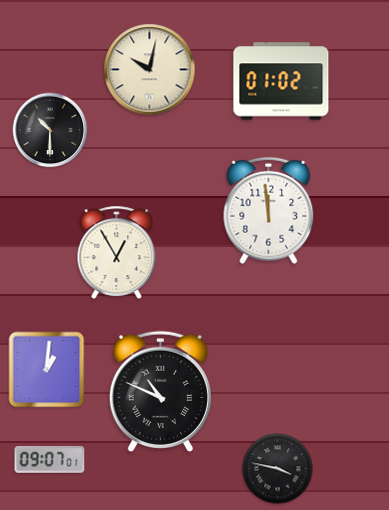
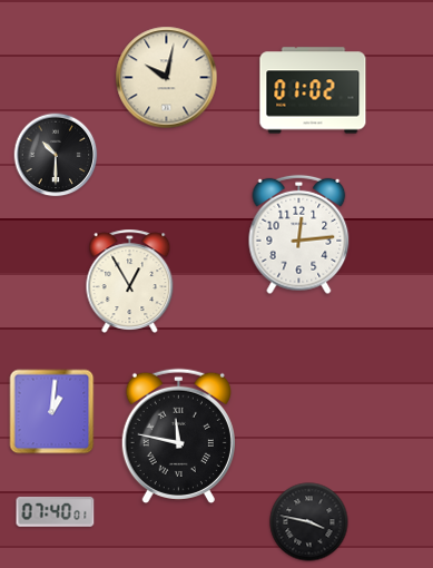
clock at (50, 130) position: (50, 130) -> (56, 155)
clock at (269, 211): 11:59 -> 12:14
clock at (160, 391): 10:49 -> 11:47
clock at (50, 459): 09:07 -> 07:40
